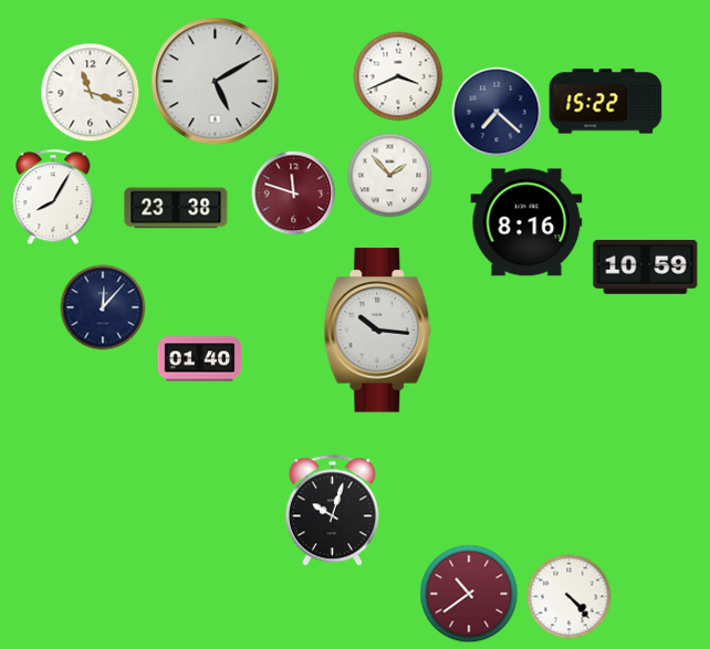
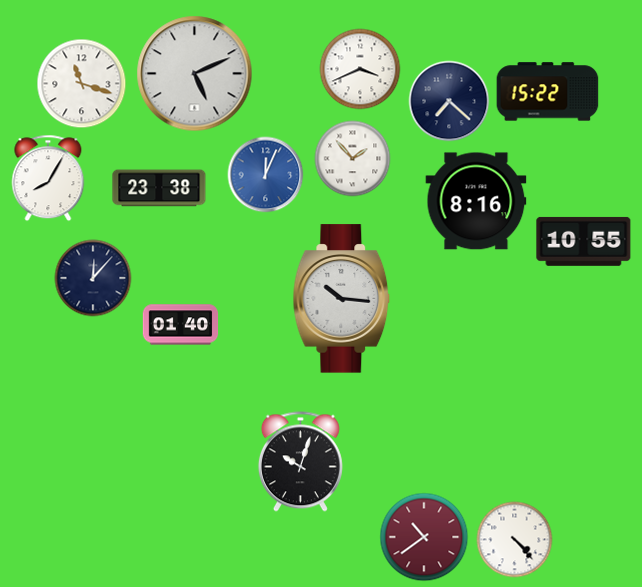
clock at (216, 82): 5:10 -> 5:11
clock at (294, 193): 11:48 -> 12:04
clock at (294, 193) dial: burgundy -> blue
clock at (646, 266): 10:59 -> 10:55
